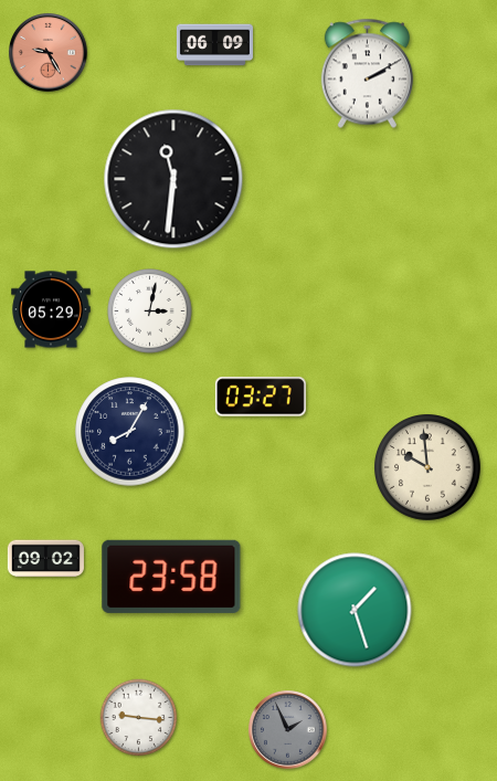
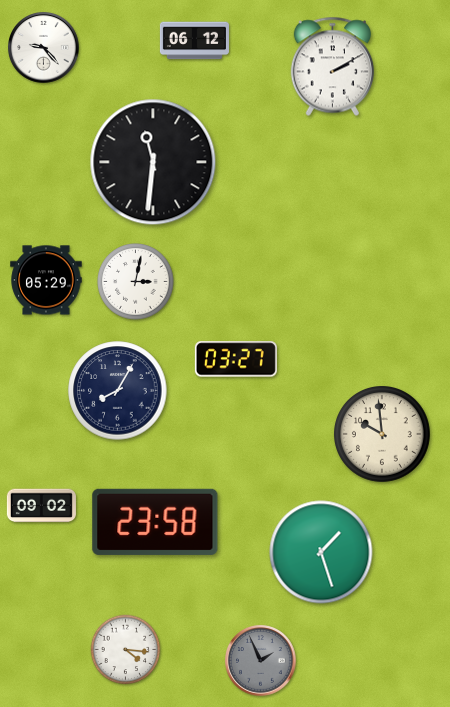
clock at (214, 45): 06:09 -> 06:12
clock at (49, 53): 9:25 -> 9:23
clock at (49, 53) dial: salmon -> white
clock at (173, 179) position: (173, 179) -> (153, 162)
clock at (429, 468) position: (429, 468) -> (383, 435)
clock at (139, 718): 9:16 -> 4:16
